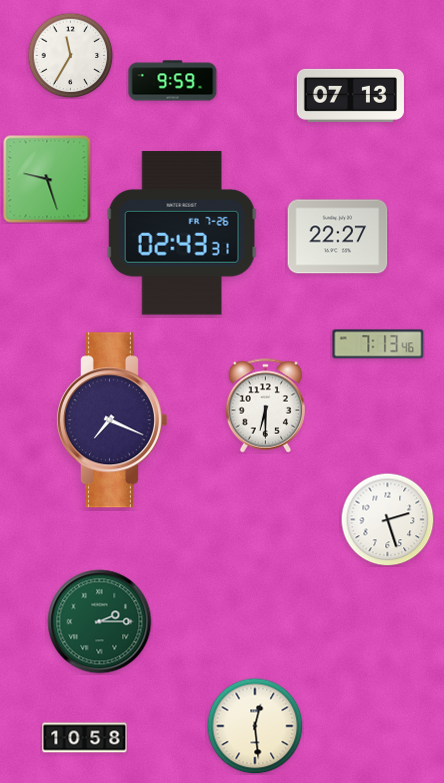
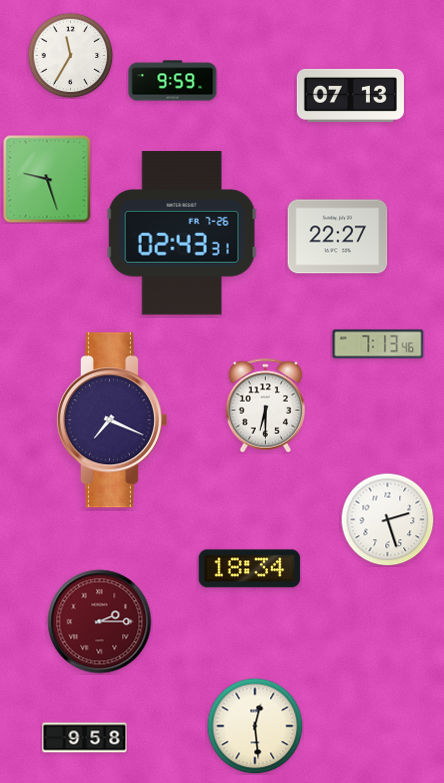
clock at (250, 569): none -> 18:34
clock at (100, 622) dial: green -> burgundy
clock at (85, 738): 10:58 -> 9:58
